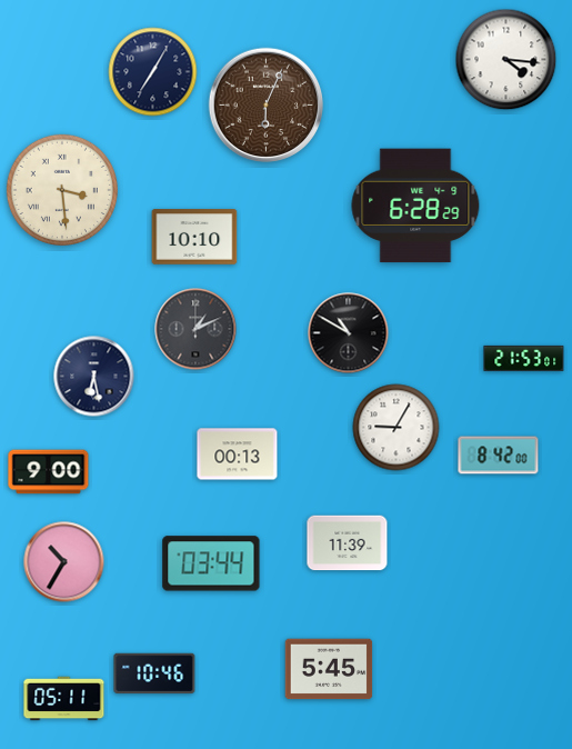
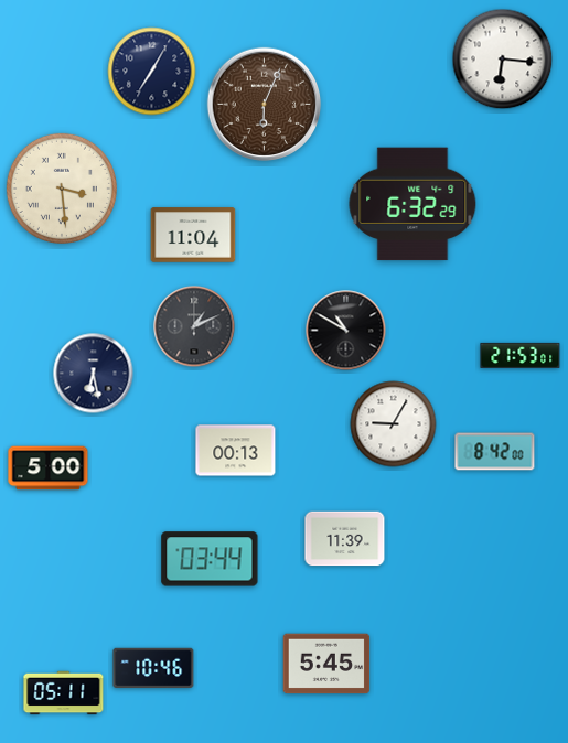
clock at (506, 60): 4:16 -> 6:16
clock at (415, 206): 6:28 -> 6:32
clock at (194, 237): 10:10 -> 11:04
clock at (49, 472): 9:00 -> 5:00
clock at (64, 562): 10:35 -> none
